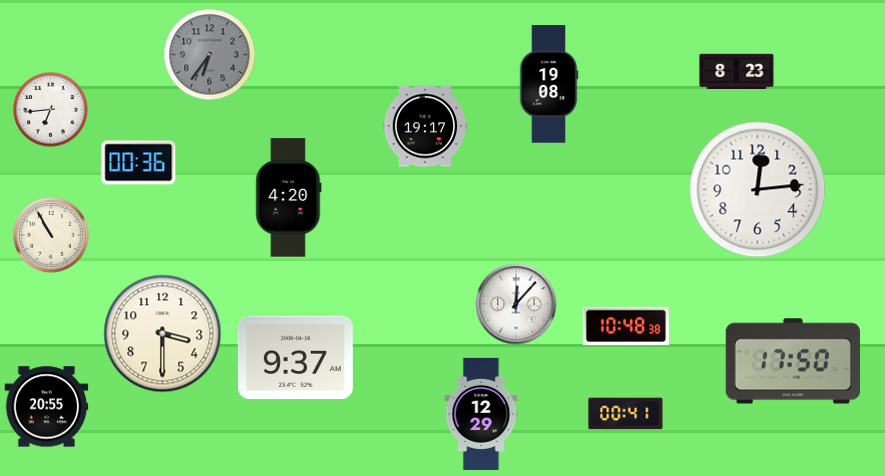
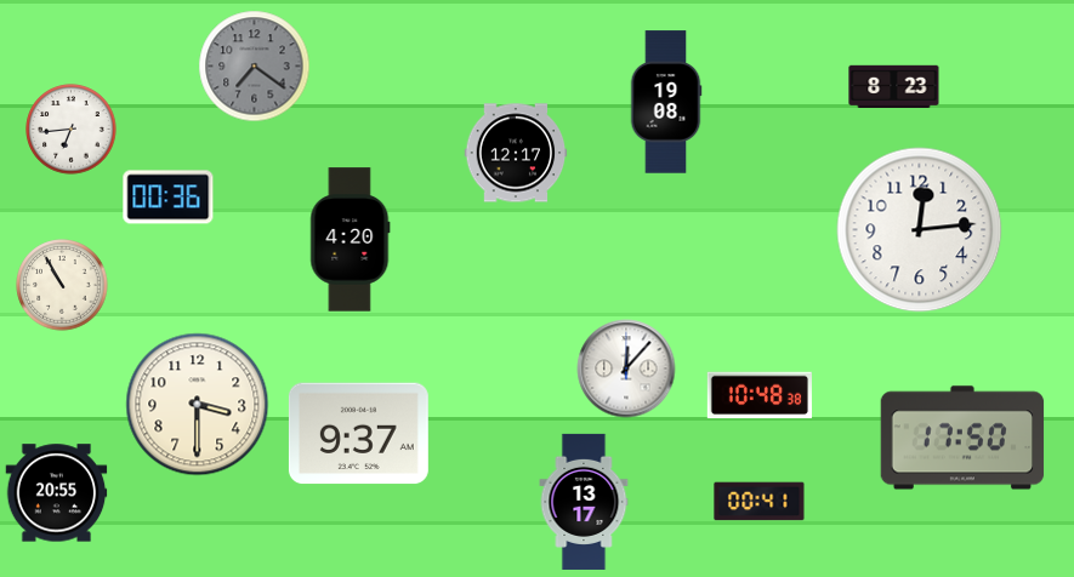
clock at (210, 55): 6:36 -> 7:21
clock at (51, 110) position: (51, 110) -> (72, 130)
clock at (425, 126): 19:17 -> 12:17
clock at (481, 414): 12:29 -> 13:17
